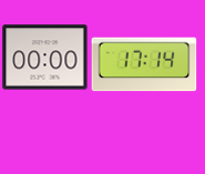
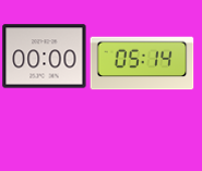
clock at (144, 64): 17:14 -> 05:14
